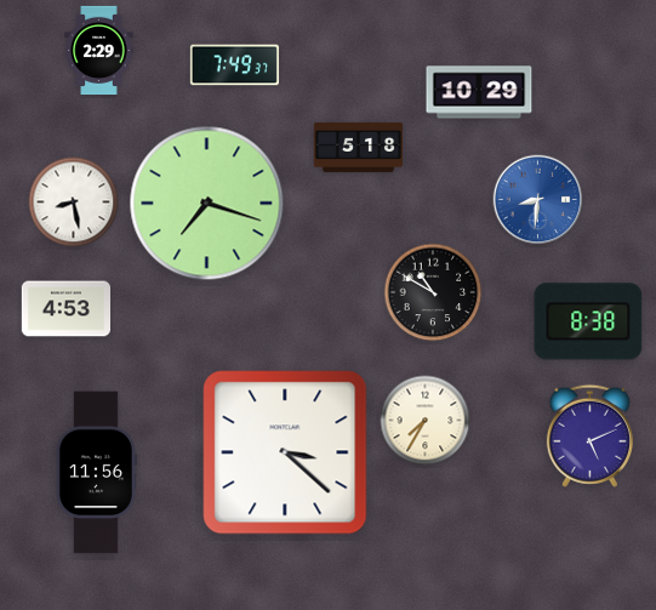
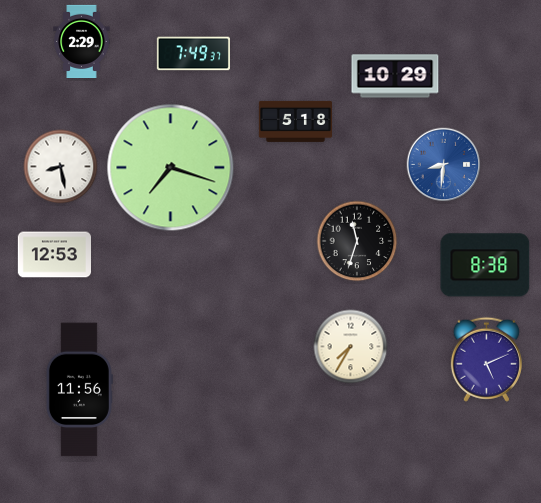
clock at (433, 292): 10:50 -> 11:33
clock at (65, 309): 4:53 -> 12:53
clock at (285, 452): 3:22 -> none
